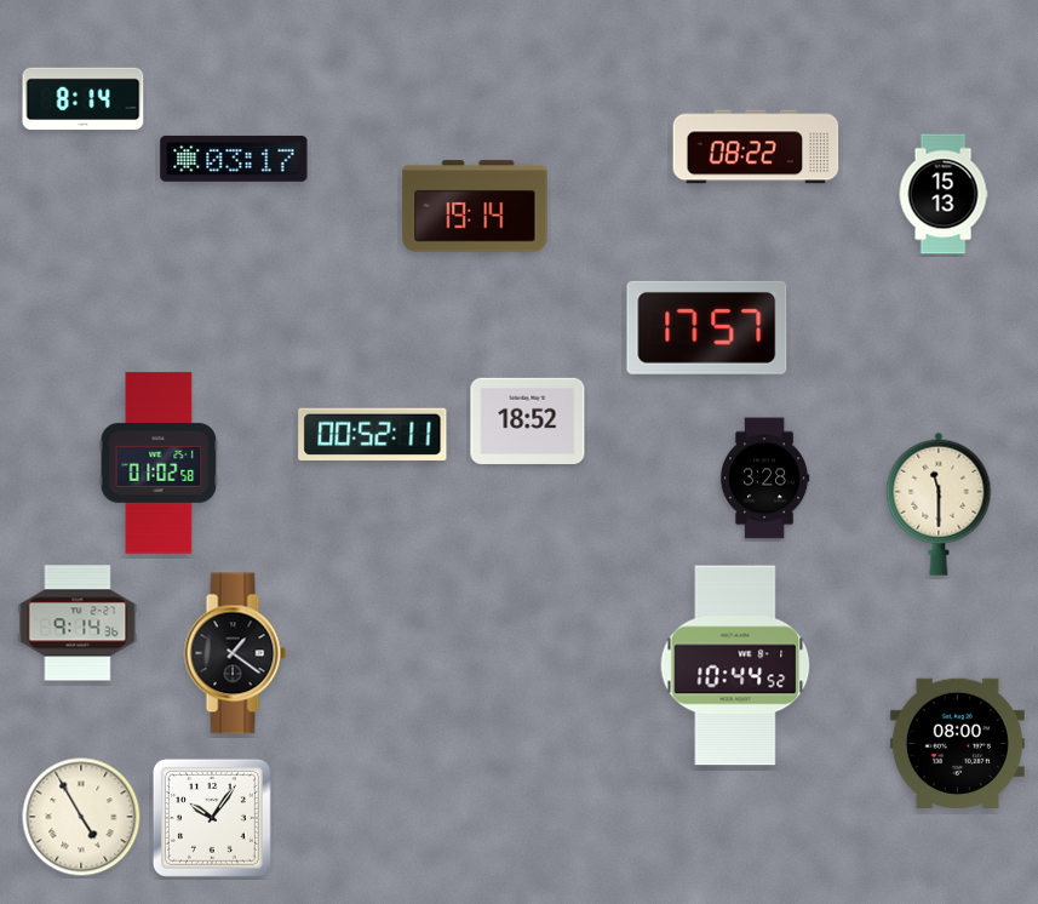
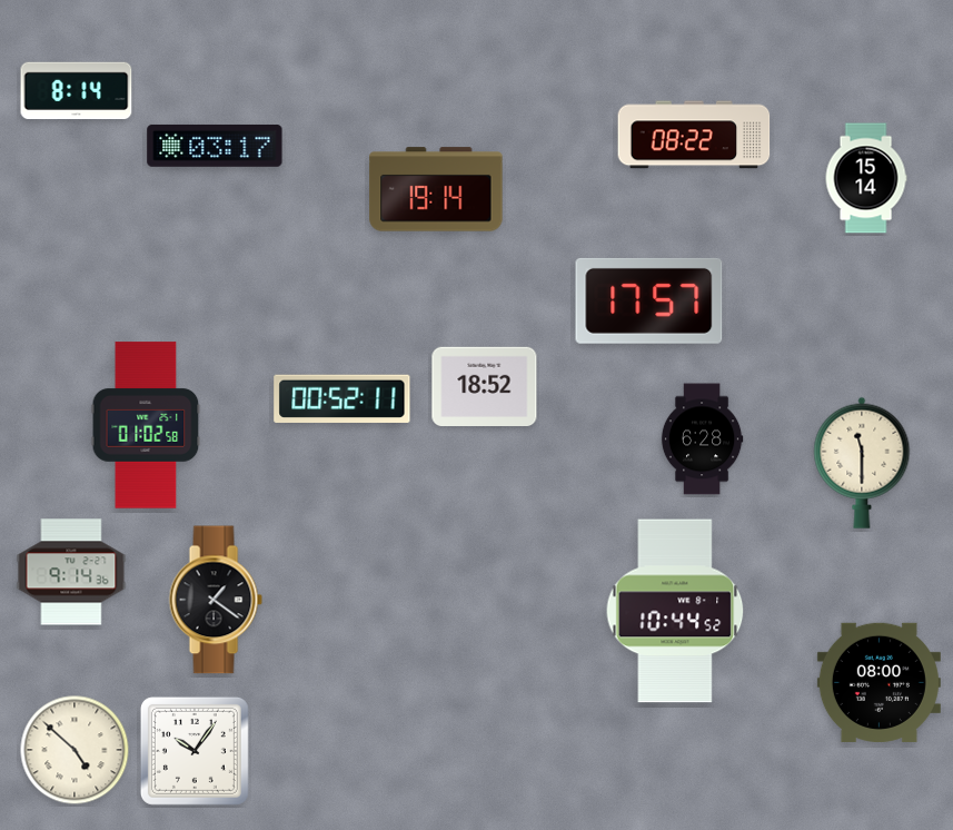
clock at (944, 194): 15:13 -> 15:14
clock at (764, 479): 3:28 -> 6:28
clock at (81, 817): 4:55 -> 4:52
